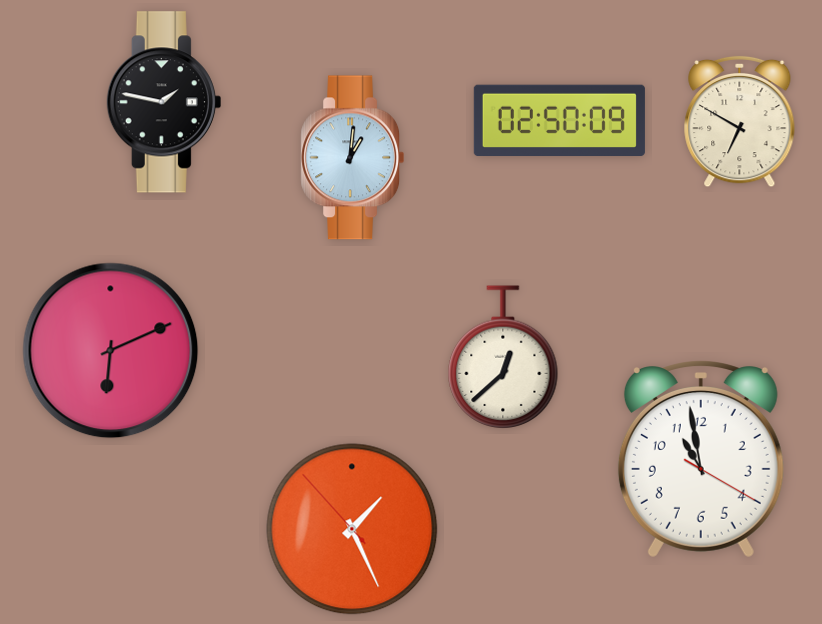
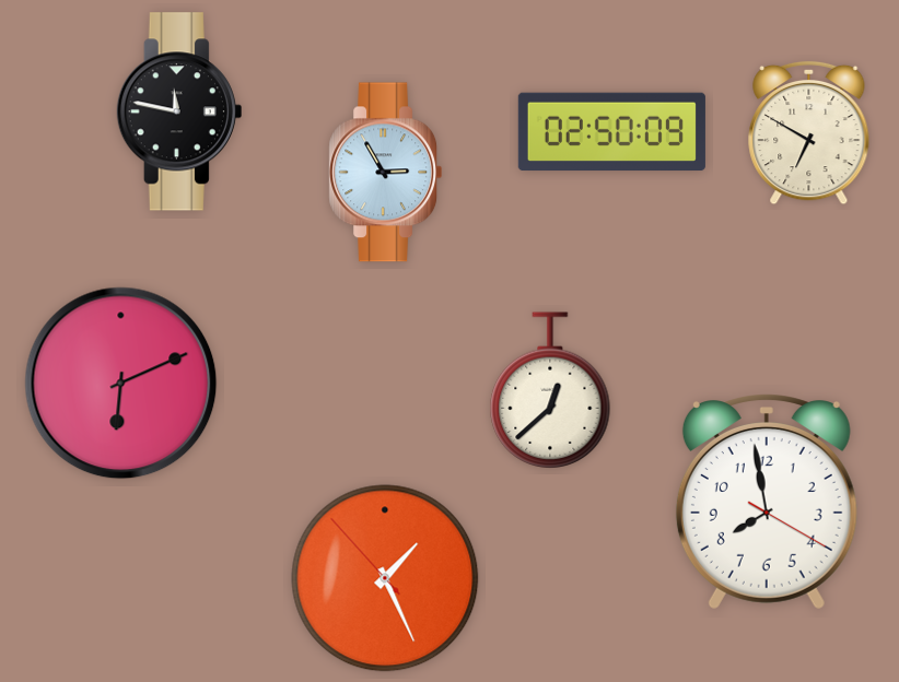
clock at (164, 102): 1:47 -> 11:47
clock at (353, 158): 1:01 -> 2:55
clock at (701, 459): 10:58 -> 7:58
